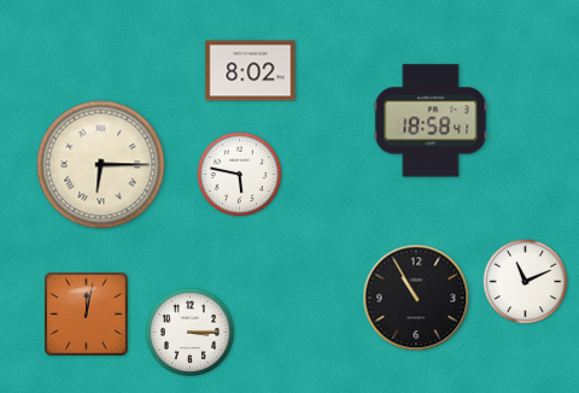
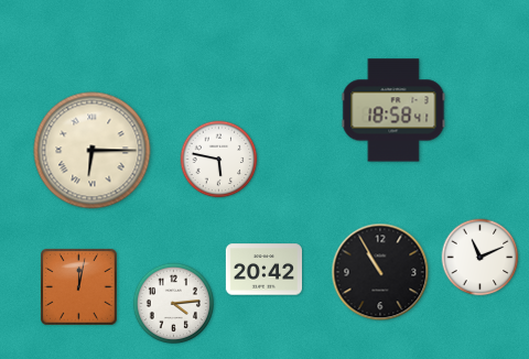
clock at (251, 71): 8:02 -> none
clock at (263, 270): none -> 20:42
clock at (189, 332): 3:15 -> 4:14
